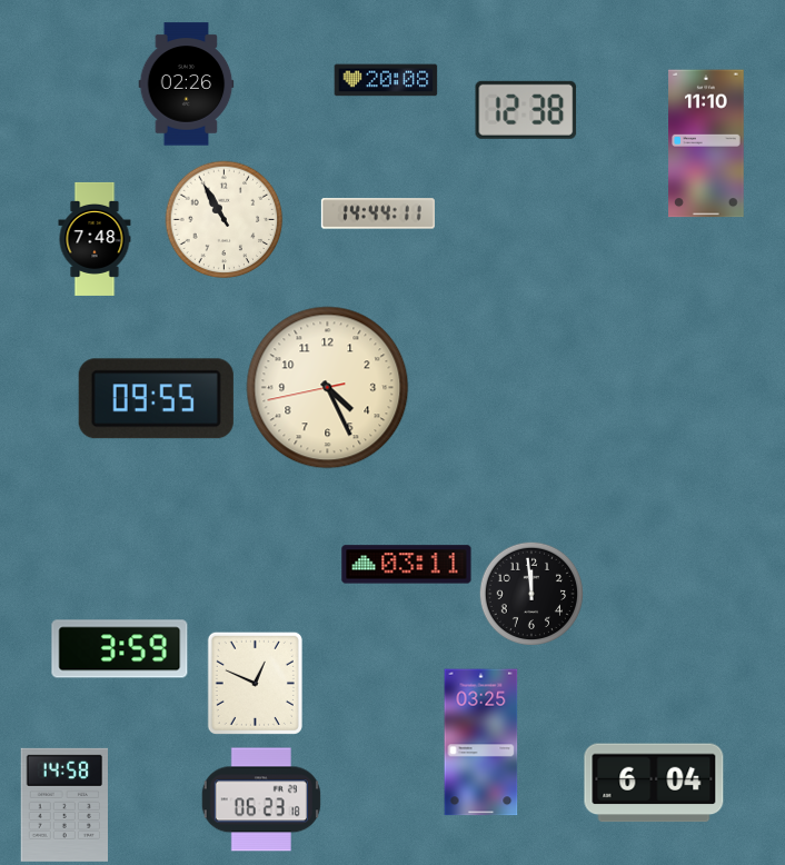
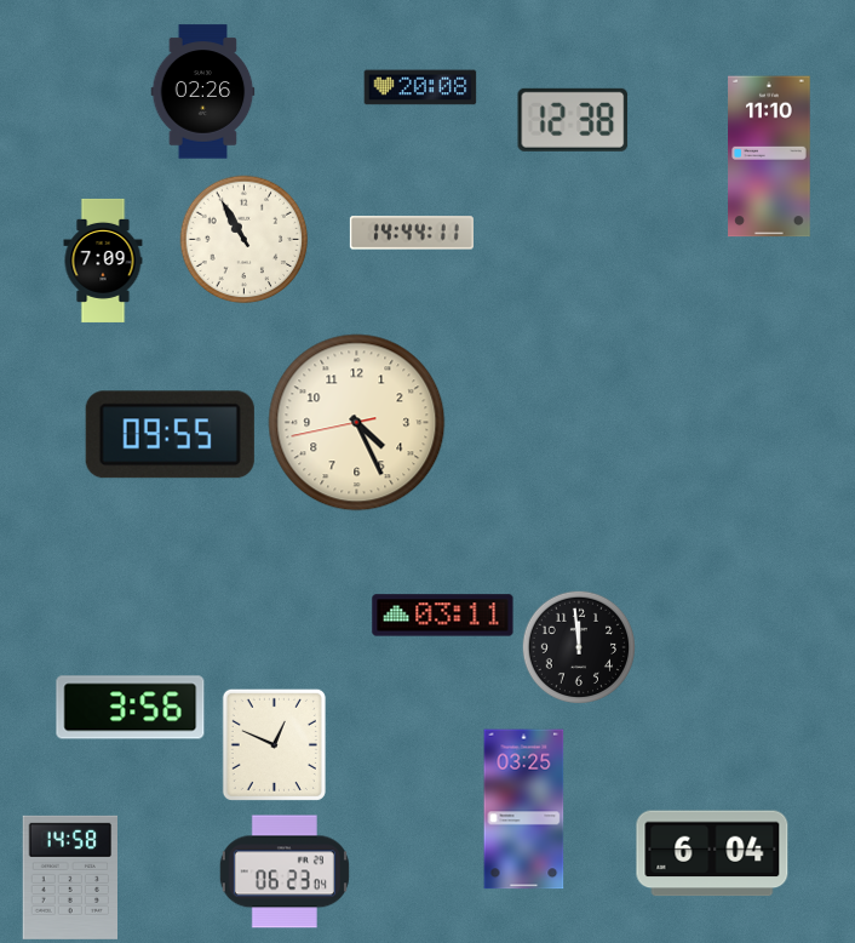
clock at (95, 239): 7:48 -> 7:09
clock at (120, 649): 3:59 -> 3:56
clock at (255, 683) position: (255, 683) -> (274, 744)
clock at (261, 799): 06:23:18 -> 06:23:04
